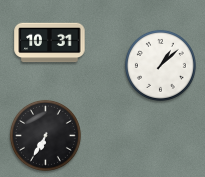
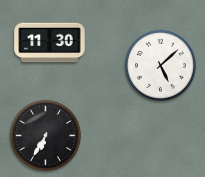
clock at (50, 43): 10:31 -> 11:30
clock at (160, 65): 1:08 -> 5:08
